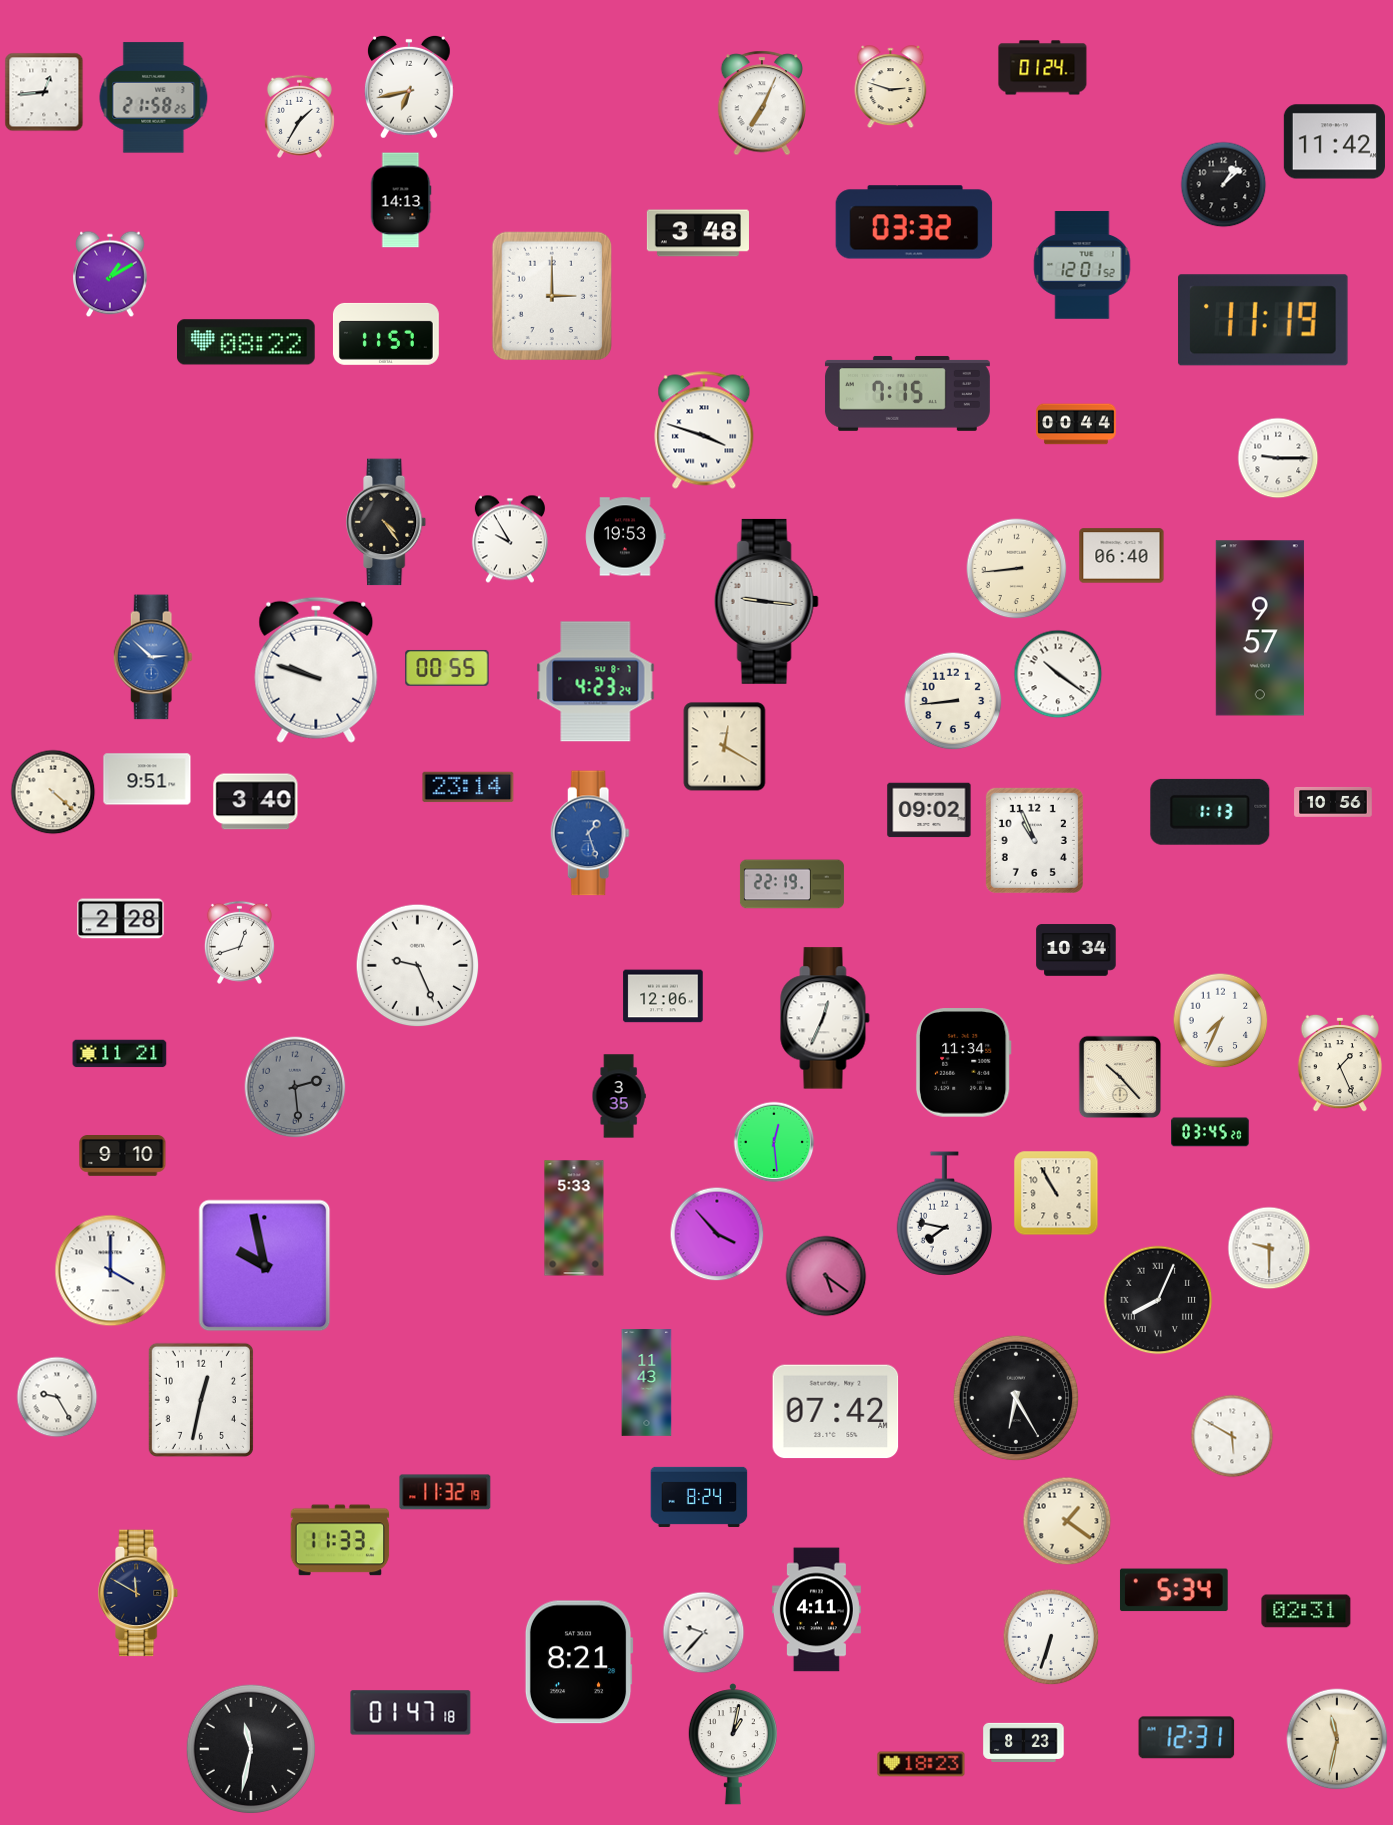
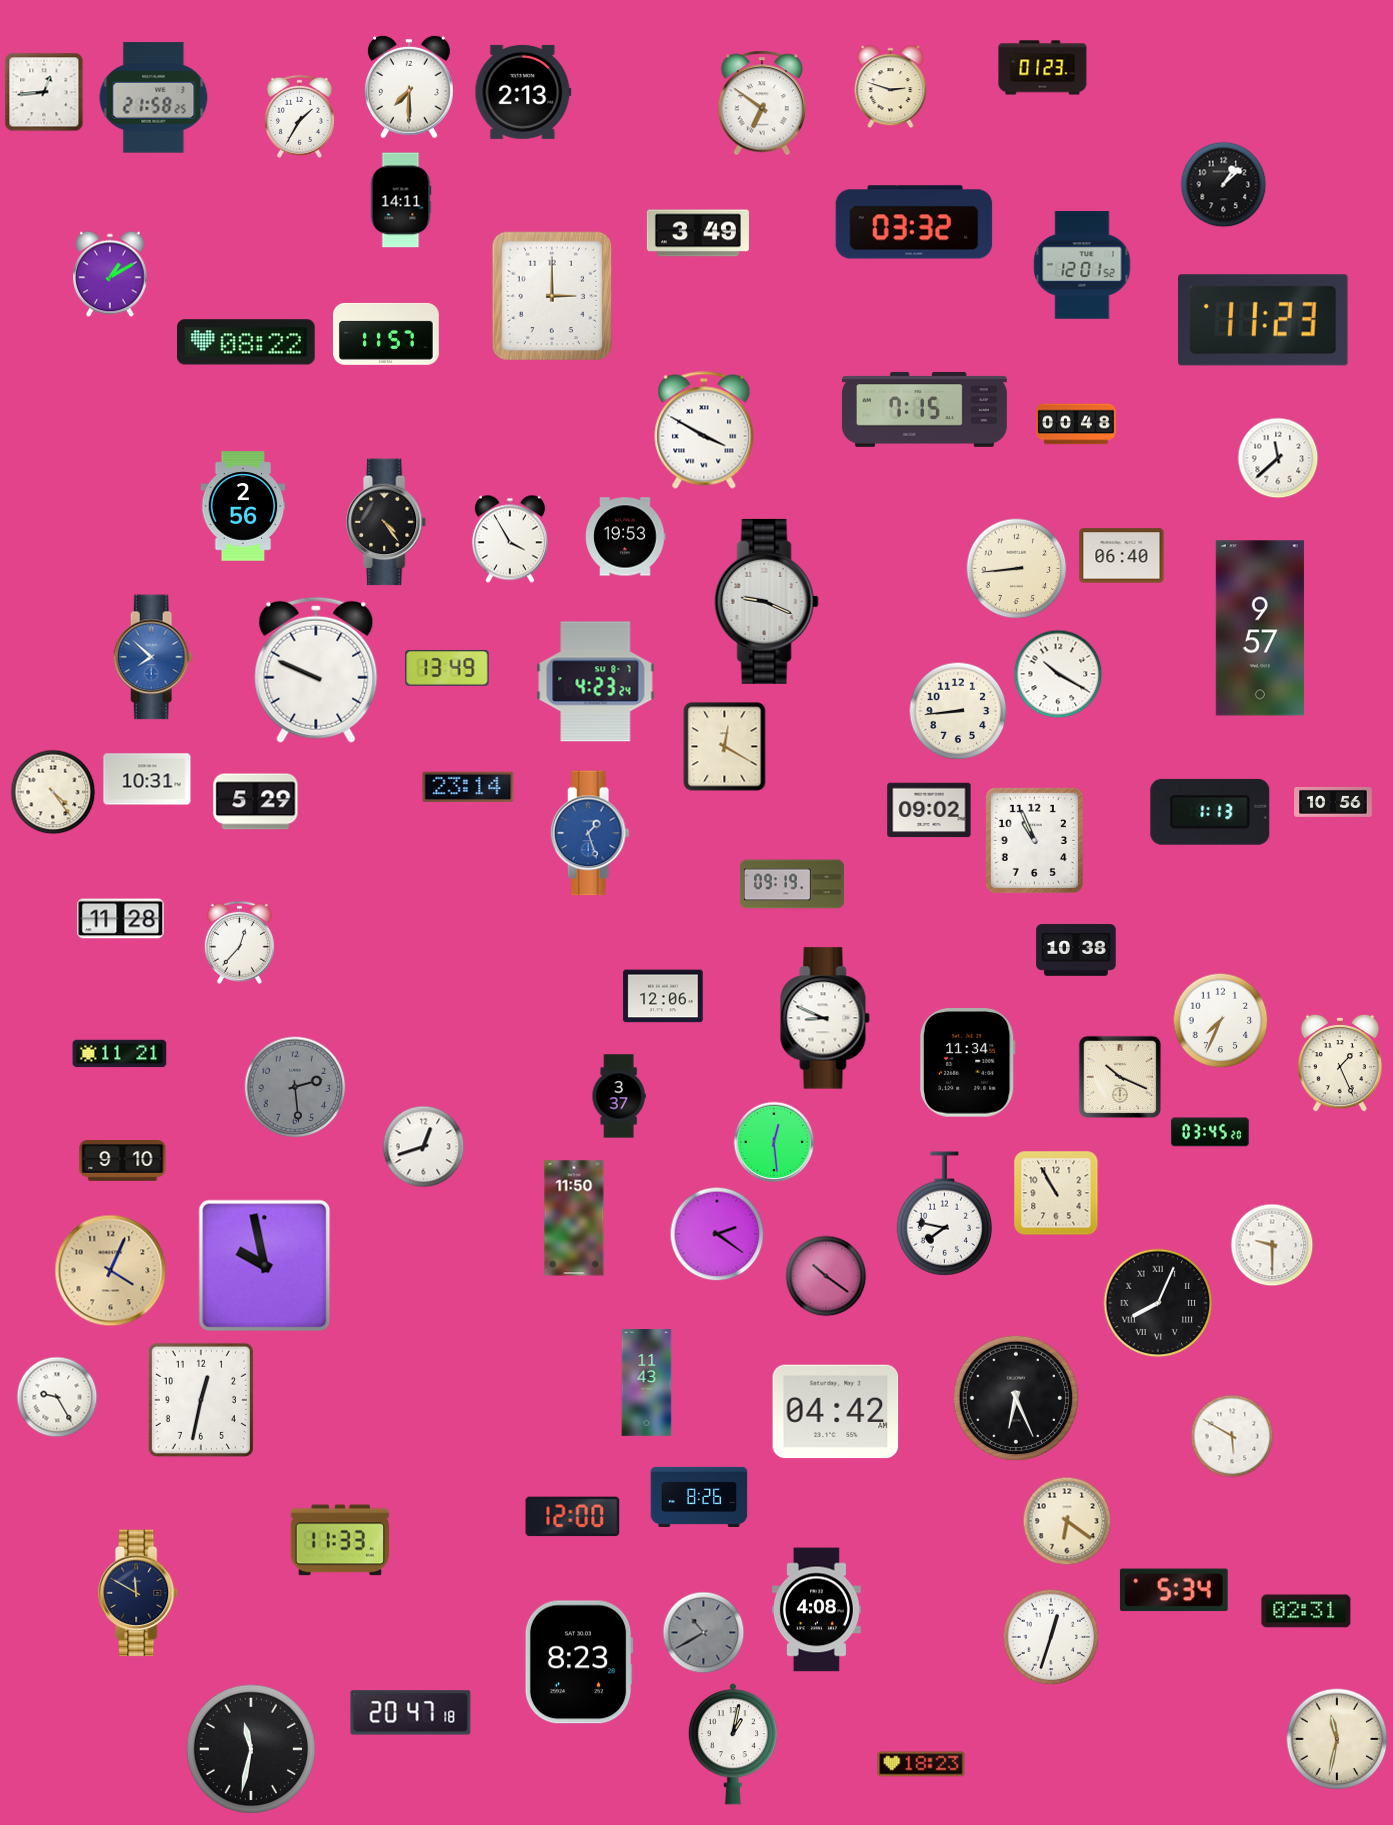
clock at (1043, 68): 01:24 -> 01:23
clock at (409, 87): 6:43 -> 7:30
clock at (523, 92): none -> 2:13
clock at (761, 103): 7:04 -> 6:51
clock at (1334, 142): 11:42 -> none
clock at (401, 200): 14:13 -> 14:11
clock at (698, 233): 3:48 -> 3:49
clock at (1263, 320): 11:19 -> 11:23
clock at (907, 393) position: (907, 393) -> (924, 409)
clock at (1076, 424): 00:44 -> 00:48
clock at (704, 430): 3:48 -> 3:50
clock at (1278, 458): 9:15 -> 11:38
clock at (243, 506): none -> 2:56
clock at (510, 539): 9:55 -> 3:55
clock at (766, 601): 9:16 -> 9:19
clock at (153, 657): 2:52 -> 7:52
clock at (447, 668): 00:55 -> 13:49
clock at (316, 670): 9:48 -> 9:49
clock at (1058, 674): 10:21 -> 10:20
clock at (953, 701) position: (953, 701) -> (958, 711)
clock at (147, 779): 9:51 -> 10:31
clock at (53, 792): 4:22 -> 4:24
clock at (256, 802): 3:40 -> 5:29
clock at (792, 884): 22:19 -> 09:19
clock at (121, 919): 2:28 -> 11:28
clock at (239, 942): 12:42 -> 12:37
clock at (1076, 950): 10:34 -> 10:38
clock at (418, 966): 9:26 -> none
clock at (825, 1018): 12:34 -> 8:49
clock at (963, 1063) position: (963, 1063) -> (967, 1063)
clock at (1120, 1077): 10:23 -> 10:19
clock at (619, 1096): 3:35 -> 3:37
clock at (424, 1147): none -> 12:42
clock at (123, 1156) position: (123, 1156) -> (123, 1161)
clock at (574, 1218): 5:33 -> 11:50
clock at (717, 1234): 3:53 -> 2:21
clock at (1269, 1248) position: (1269, 1248) -> (1272, 1245)
clock at (111, 1271): 4:00 -> 4:04
clock at (111, 1271) dial: white -> champagne
clock at (826, 1276): 5:21 -> 10:21
clock at (1158, 1300) position: (1158, 1300) -> (1158, 1303)
clock at (1016, 1398): 6:25 -> 6:26
clock at (836, 1412): 07:42 -> 04:42
clock at (445, 1492): 11:32 -> none
clock at (699, 1497): 8:24 -> 8:26
clock at (573, 1517): none -> 12:00
clock at (1067, 1521): 1:21 -> 6:21
clock at (816, 1610): 4:11 -> 4:08
clock at (704, 1633): 9:37 -> 10:40
clock at (704, 1633) dial: white -> grey
clock at (1051, 1637): 6:33 -> 12:33
clock at (579, 1662): 8:21 -> 8:23
clock at (411, 1713): 01:47 -> 20:47
clock at (1187, 1738): 12:31 -> none
clock at (1024, 1742): 8:23 -> none
